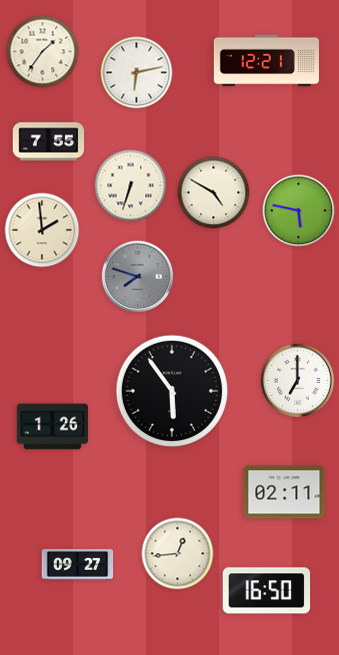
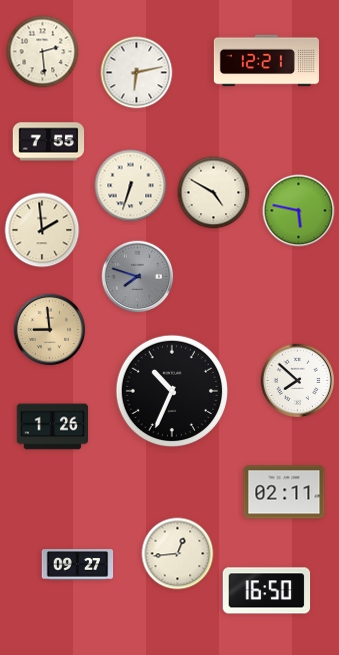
clock at (43, 52): 1:36 -> 2:29
clock at (50, 330): none -> 8:59
clock at (298, 381): 7:00 -> 7:52
clock at (171, 390): 5:54 -> 10:34
